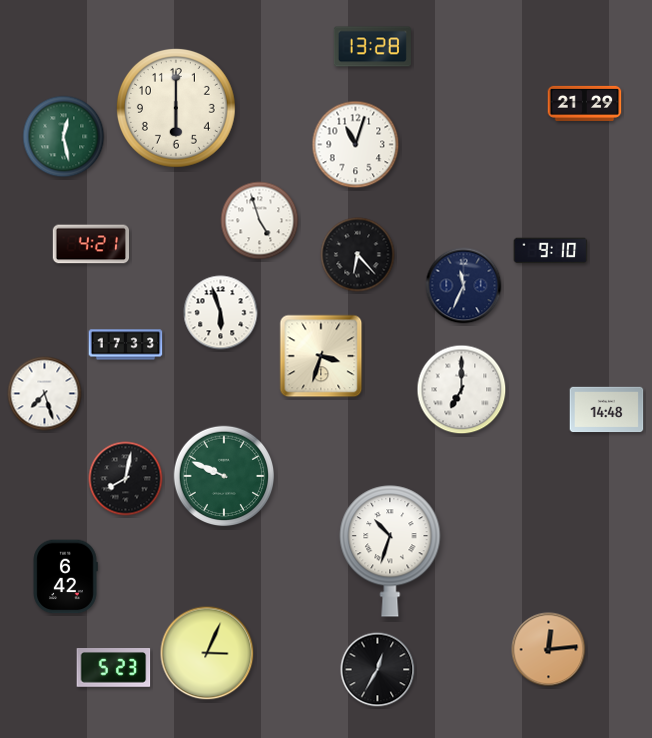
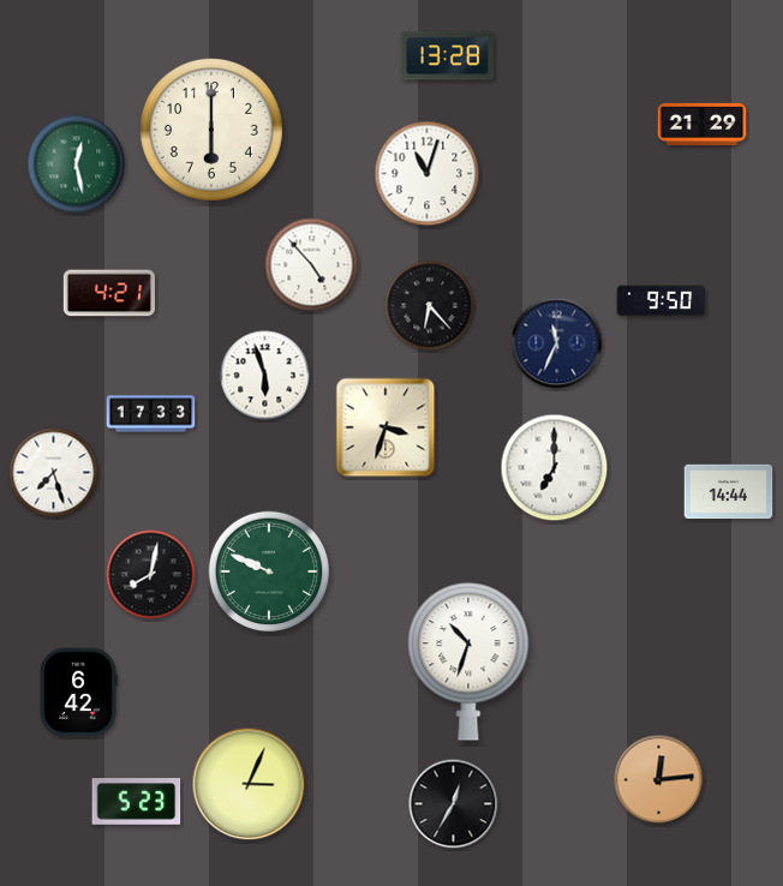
clock at (260, 221): 4:57 -> 4:53
clock at (551, 251): 9:10 -> 9:50
clock at (607, 410): 14:48 -> 14:44
